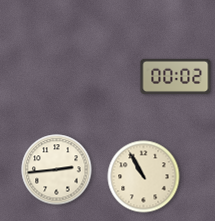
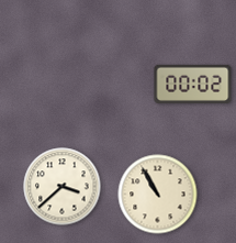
clock at (57, 170): 2:44 -> 3:38
